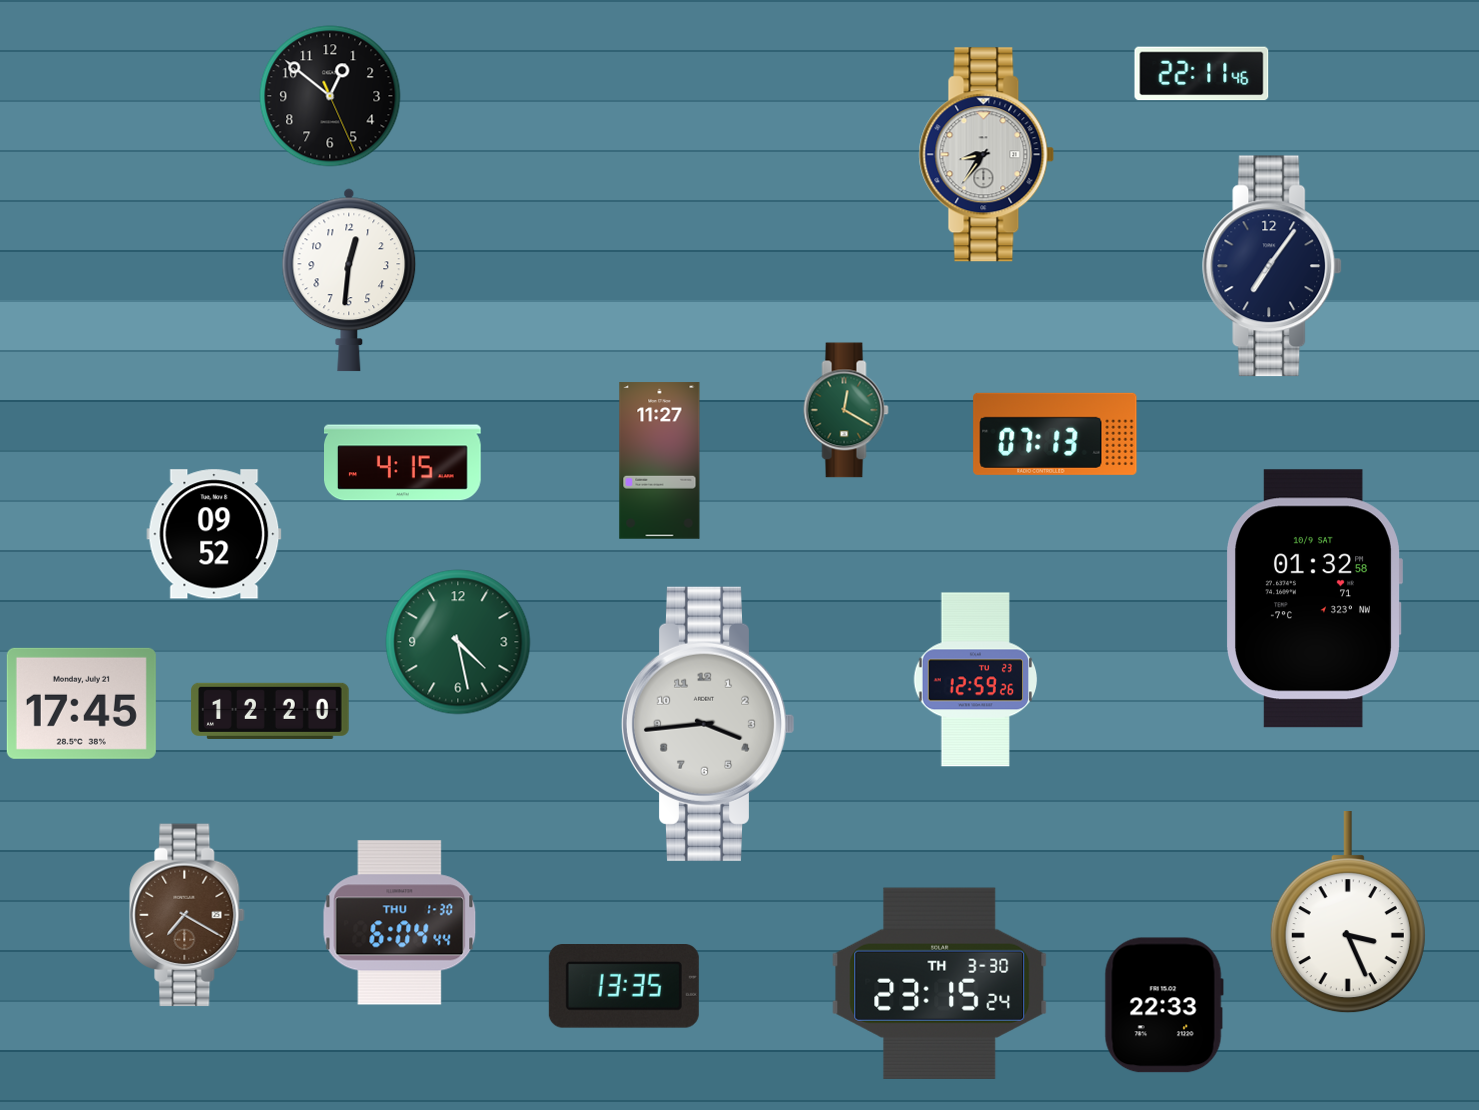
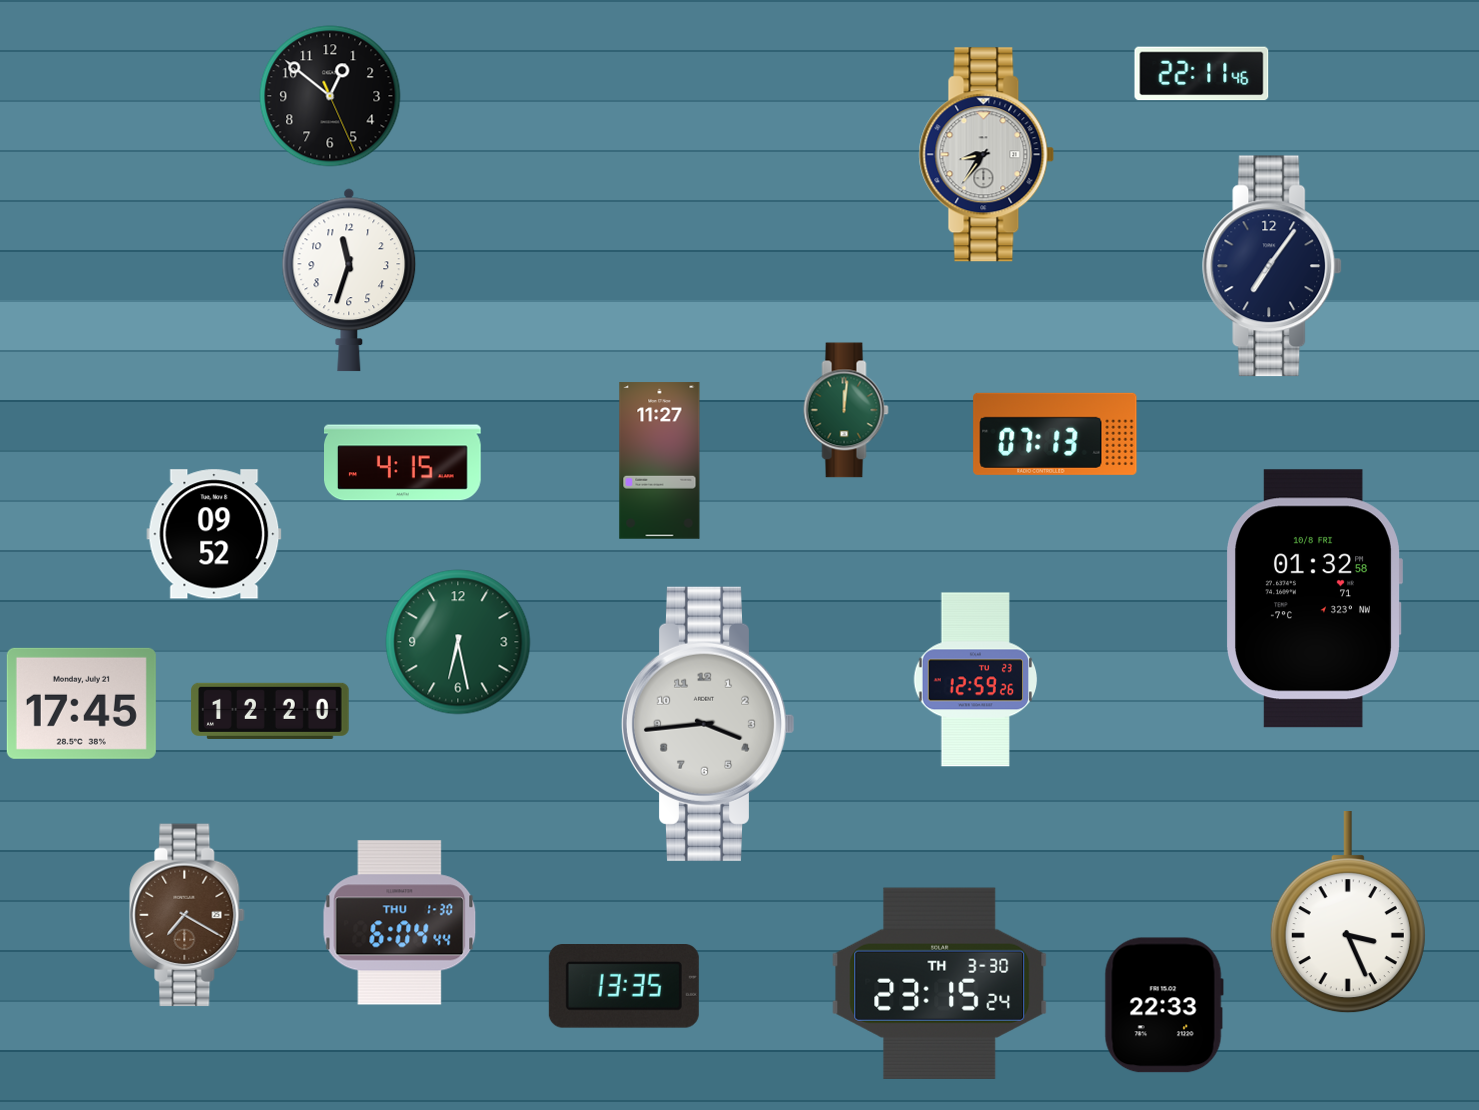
clock at (349, 280): 12:31 -> 11:33
clock at (846, 410): 12:20 -> 12:01
clock at (1315, 599) date: 10/9 SAT -> 10/8 FRI
clock at (458, 642): 4:28 -> 6:28
